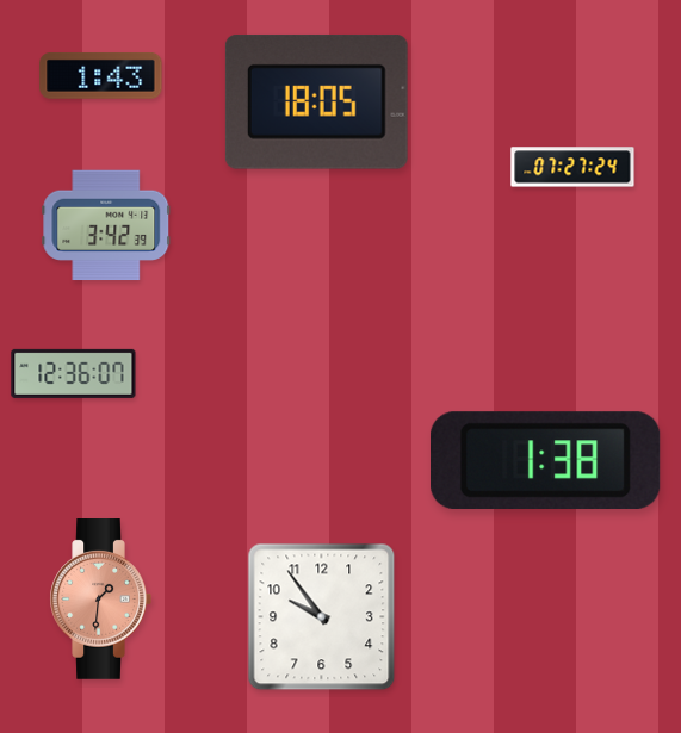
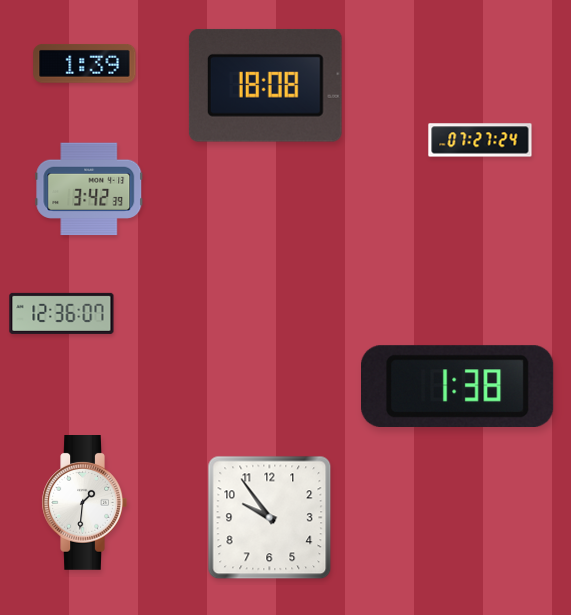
clock at (101, 76): 1:43 -> 1:39
clock at (316, 101): 18:05 -> 18:08
clock at (100, 600) dial: salmon -> white
